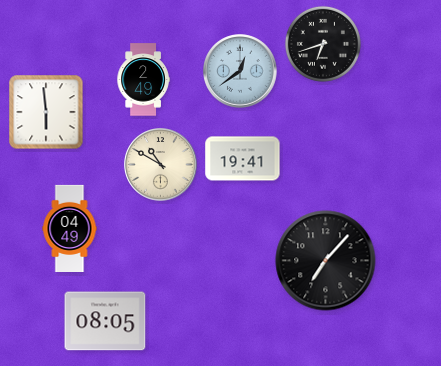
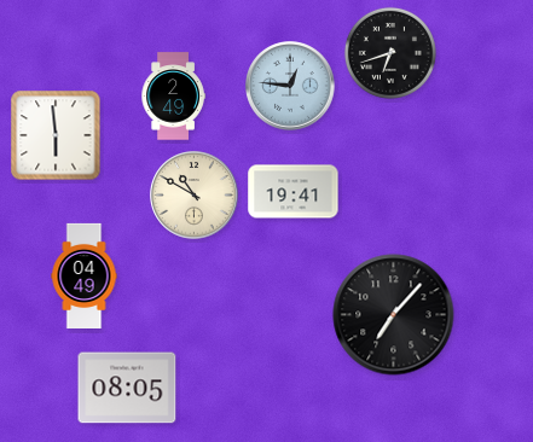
clock at (240, 71): 12:39 -> 12:46
clock at (161, 165) position: (161, 165) -> (195, 196)
